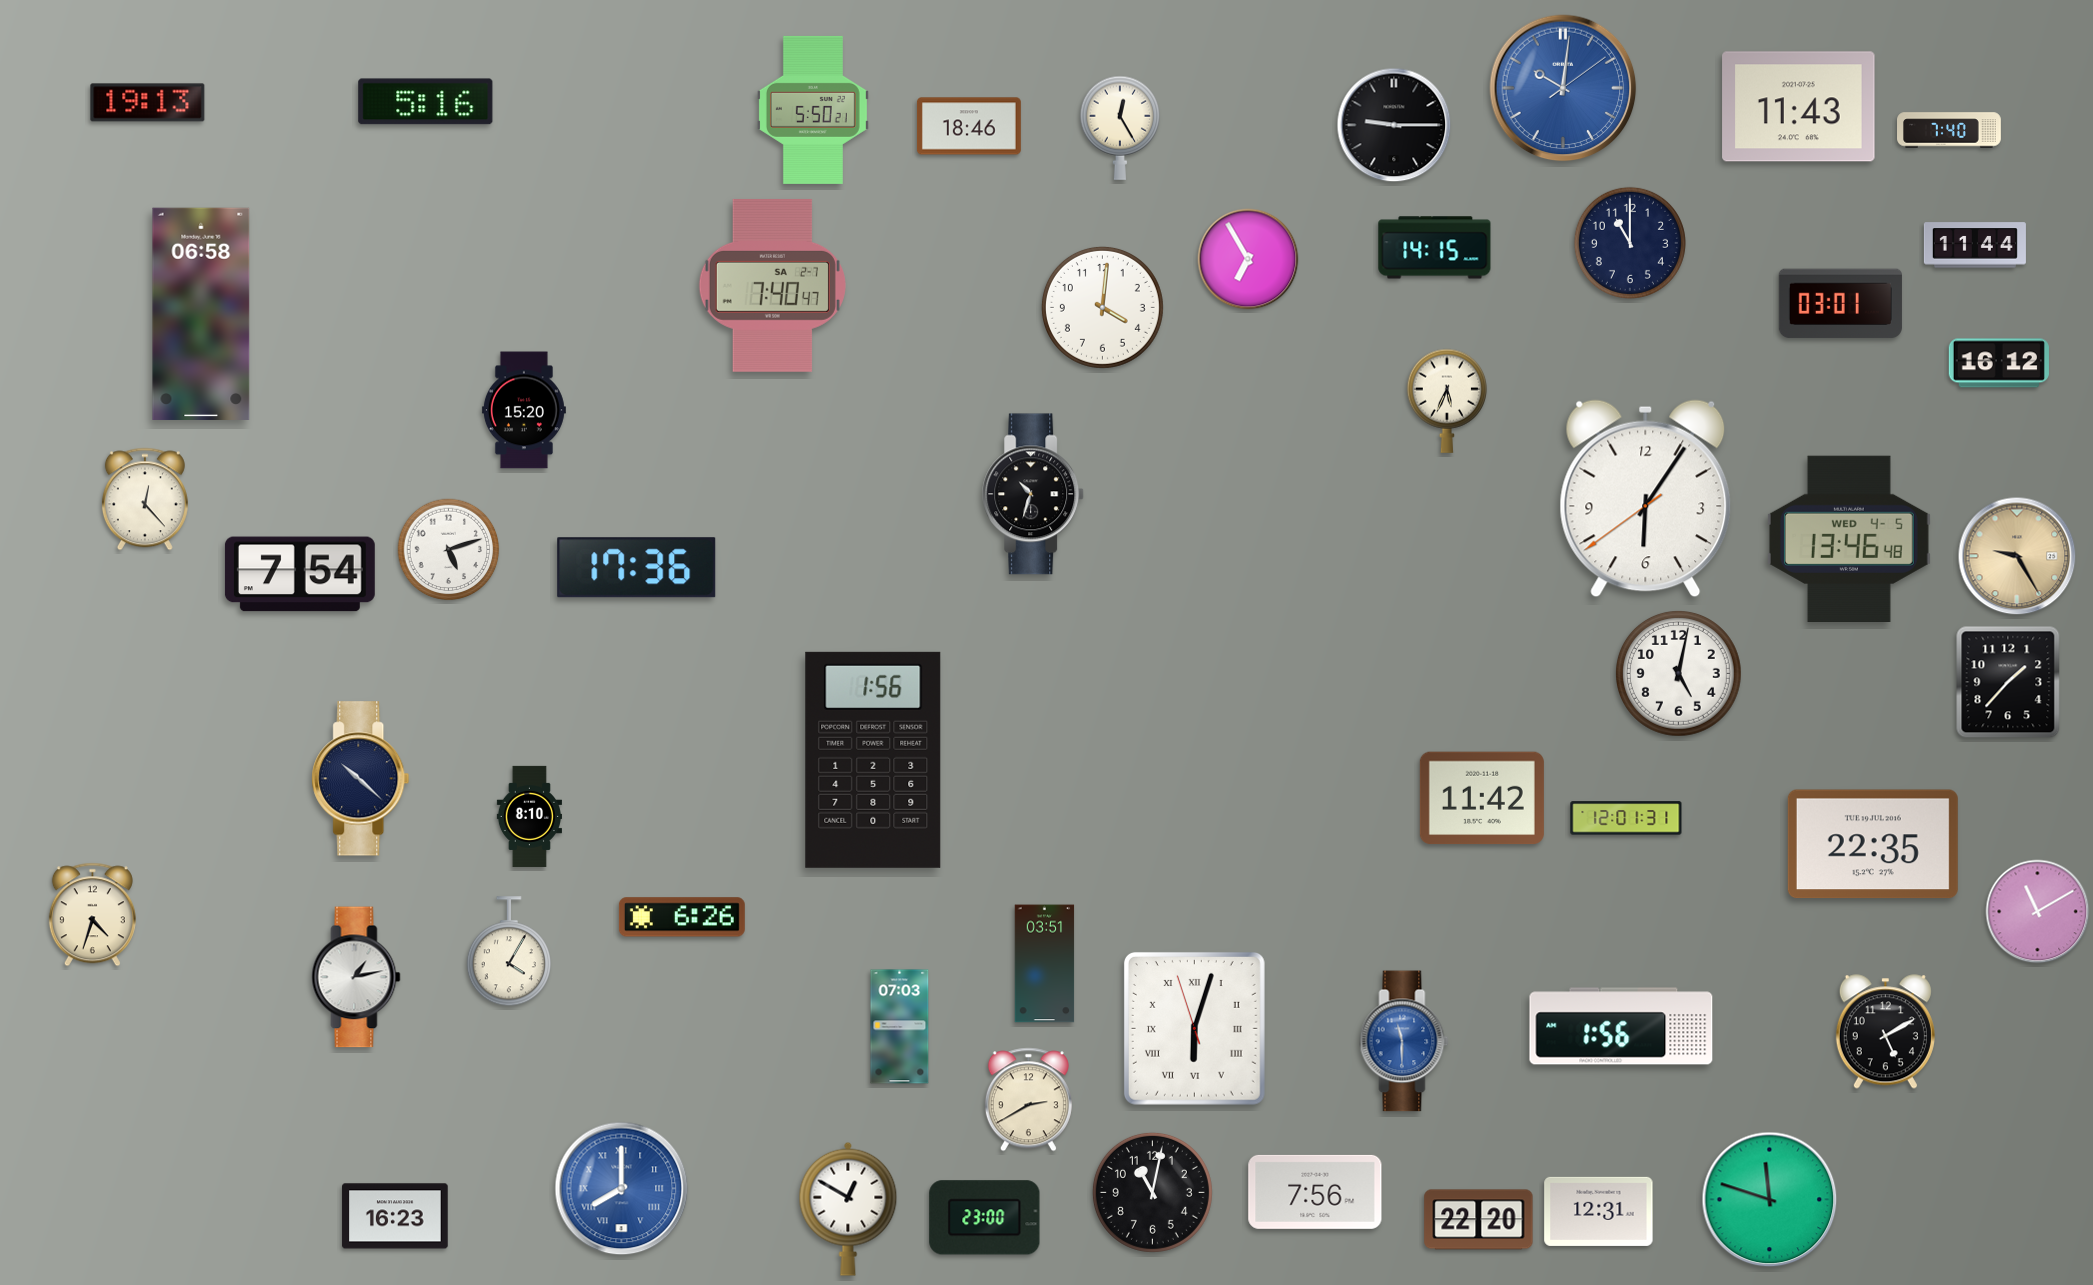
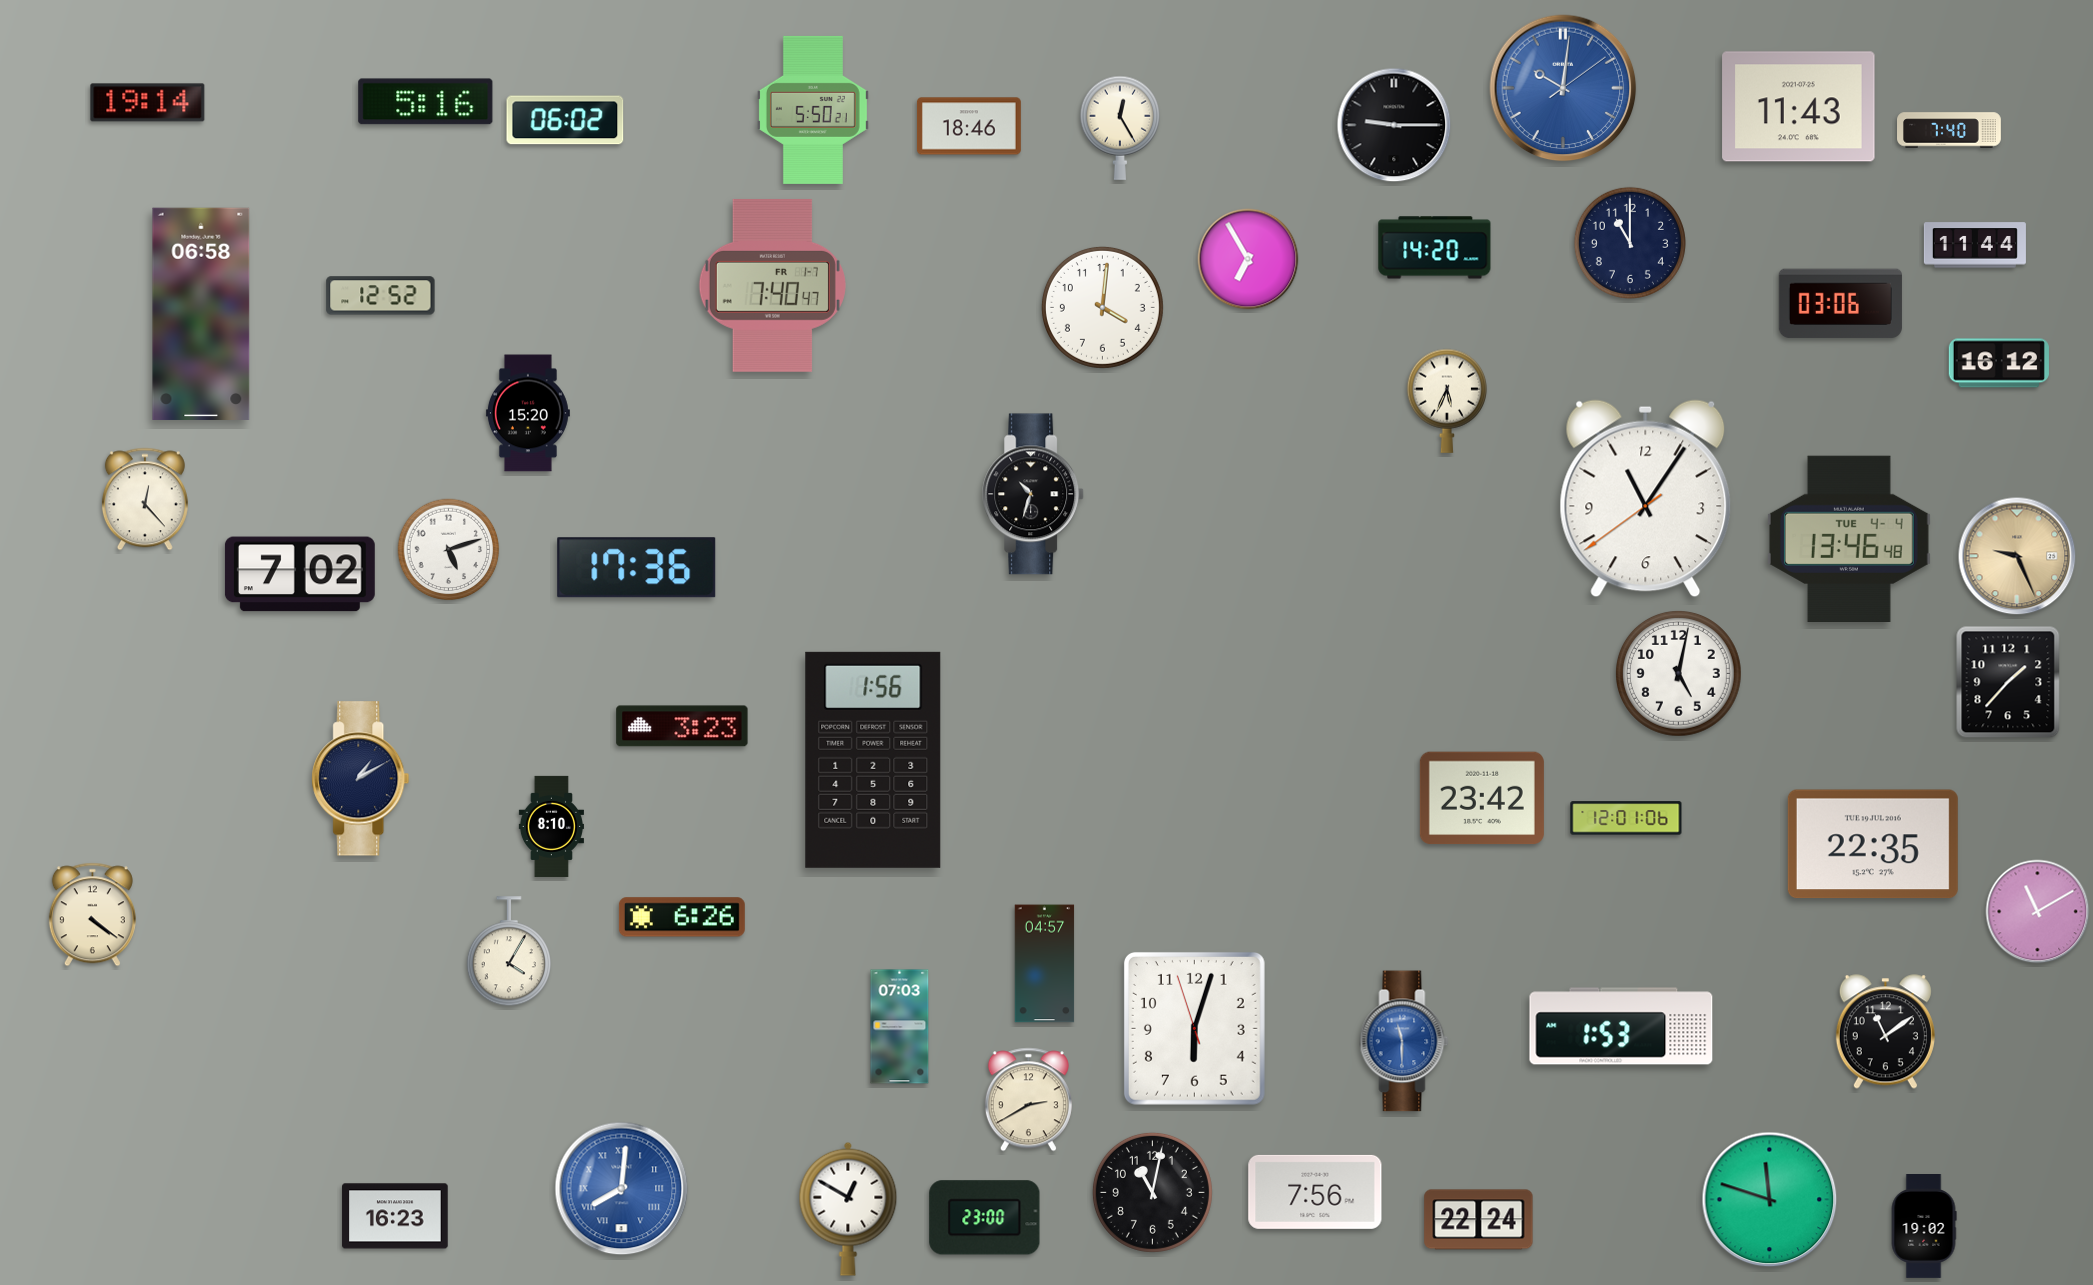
clock at (148, 103): 19:13 -> 19:14
clock at (565, 120): none -> 06:02
clock at (1435, 248): 14:15 -> 14:20
clock at (772, 285) date: SA 2-7 -> FR 1-7
clock at (381, 296): none -> 12:52
clock at (1840, 304): 03:01 -> 03:06
clock at (524, 410) position: (524, 410) -> (528, 413)
clock at (1646, 499): 6:05 -> 11:05
clock at (1849, 538) date: WED 4-5 -> TUE 4-4
clock at (2017, 556): 9:25 -> 9:26
clock at (300, 574): 7:54 -> 7:02
clock at (682, 726): none -> 3:23
clock at (361, 779): 10:22 -> 1:10
clock at (1482, 798): 11:42 -> 23:42
clock at (529, 816) position: (529, 816) -> (551, 826)
clock at (1626, 818): 12:01:31 -> 12:01:06
clock at (92, 915): 4:33 -> 4:21
clock at (1045, 964): 03:51 -> 04:57
clock at (356, 977): 1:13 -> none
clock at (1621, 1026): 1:56 -> 1:53
clock at (1194, 1028) numerals: Roman -> Arabic
clock at (1885, 1032): 5:10 -> 11:09
clock at (622, 1189): 8:00 -> 8:01
clock at (1599, 1211): 12:31 -> none
clock at (1479, 1220): 22:20 -> 22:24
clock at (1924, 1227): none -> 19:02
